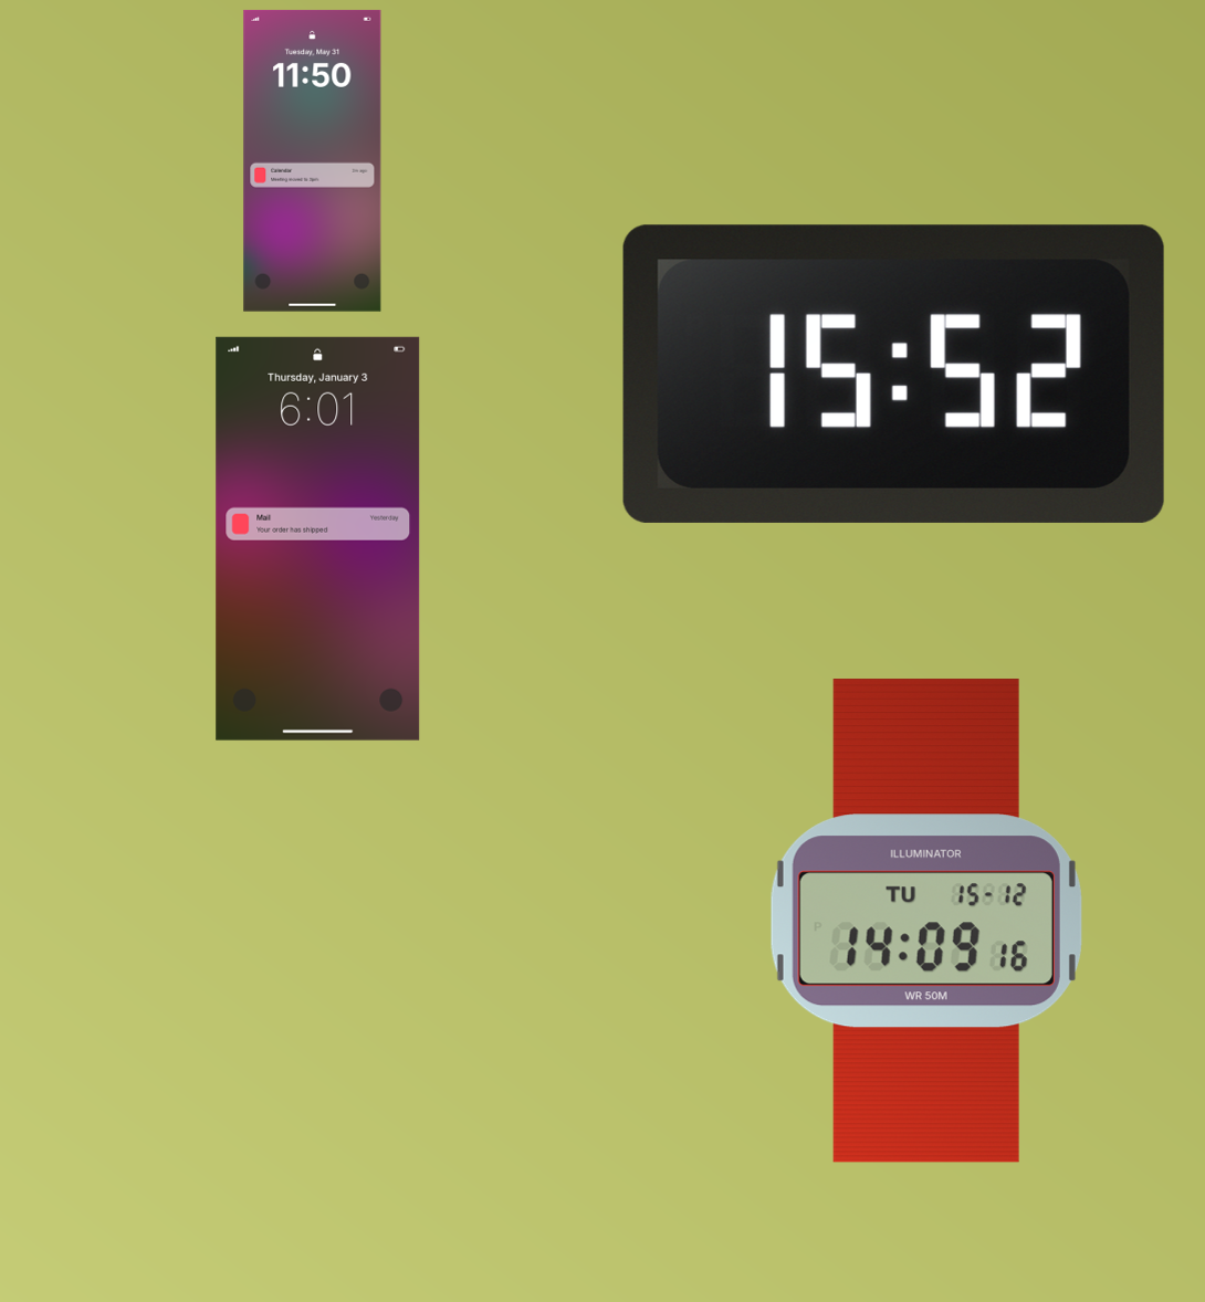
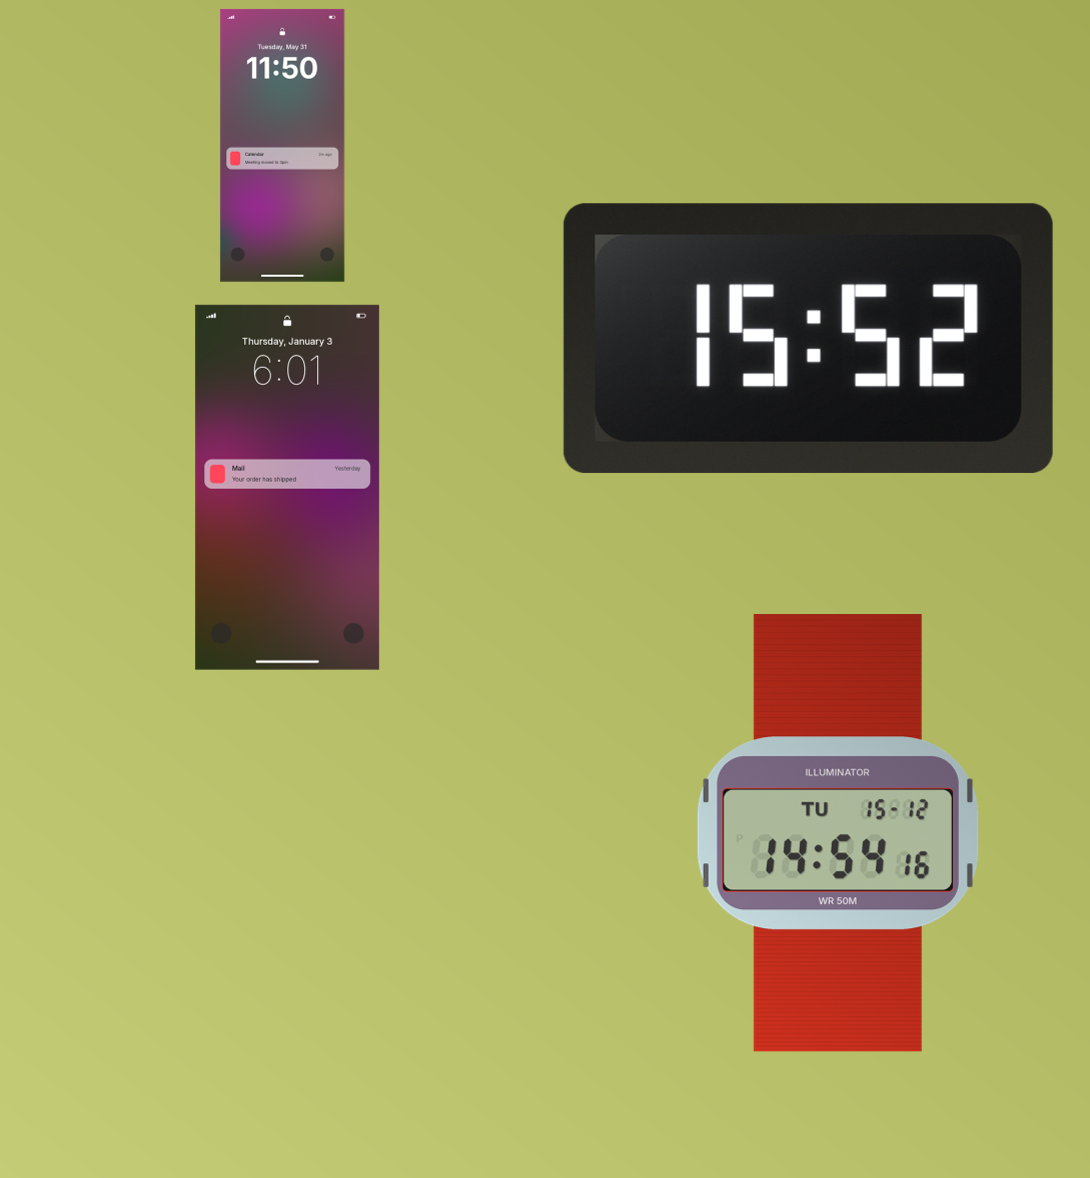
clock at (926, 921): 14:09 -> 14:54
